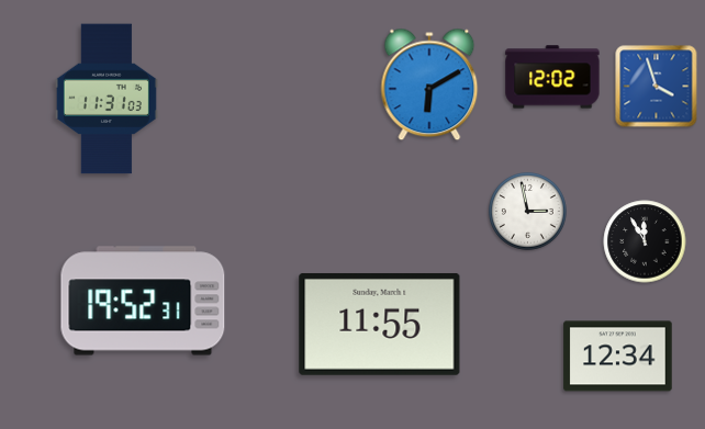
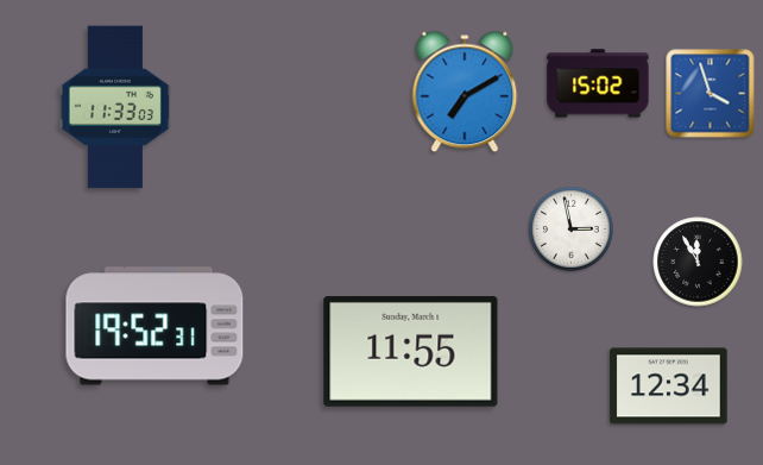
clock at (552, 77): 12:02 -> 15:02
clock at (429, 84): 6:10 -> 7:10
clock at (107, 99): 11:31 -> 11:33
